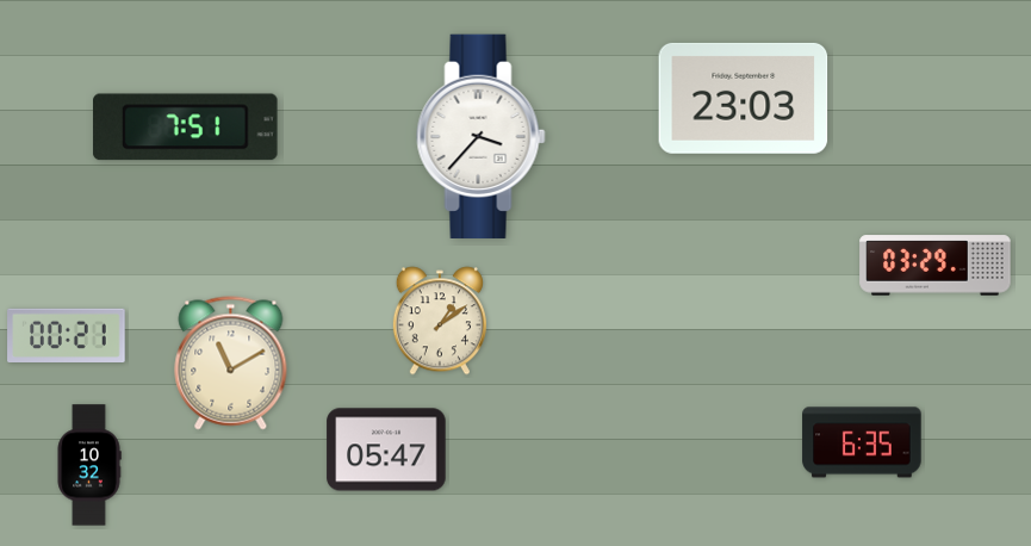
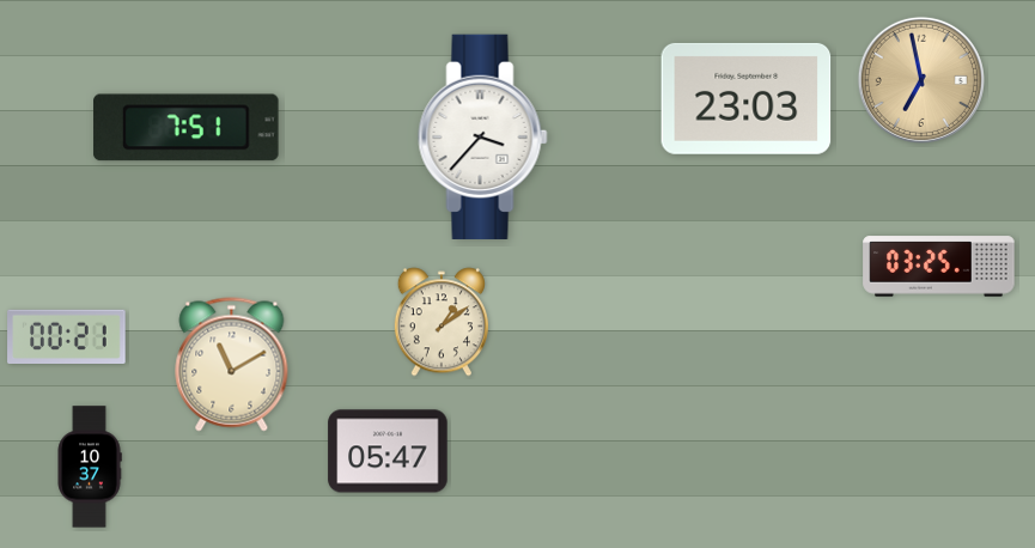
clock at (921, 80): none -> 6:58
clock at (936, 266): 03:29 -> 03:25
clock at (862, 442): 6:35 -> none
clock at (89, 465): 10:32 -> 10:37
